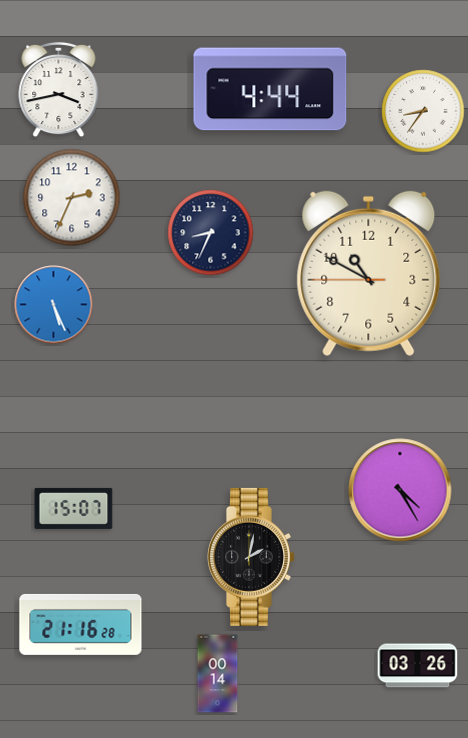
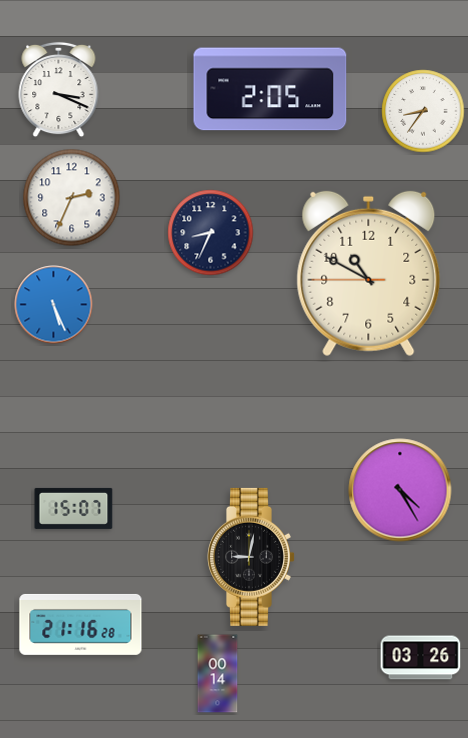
clock at (270, 89): 4:44 -> 2:05
clock at (59, 90): 3:43 -> 3:19
clock at (252, 557): 2:02 -> 9:02
clock at (418, 666) position: (418, 666) -> (421, 658)
